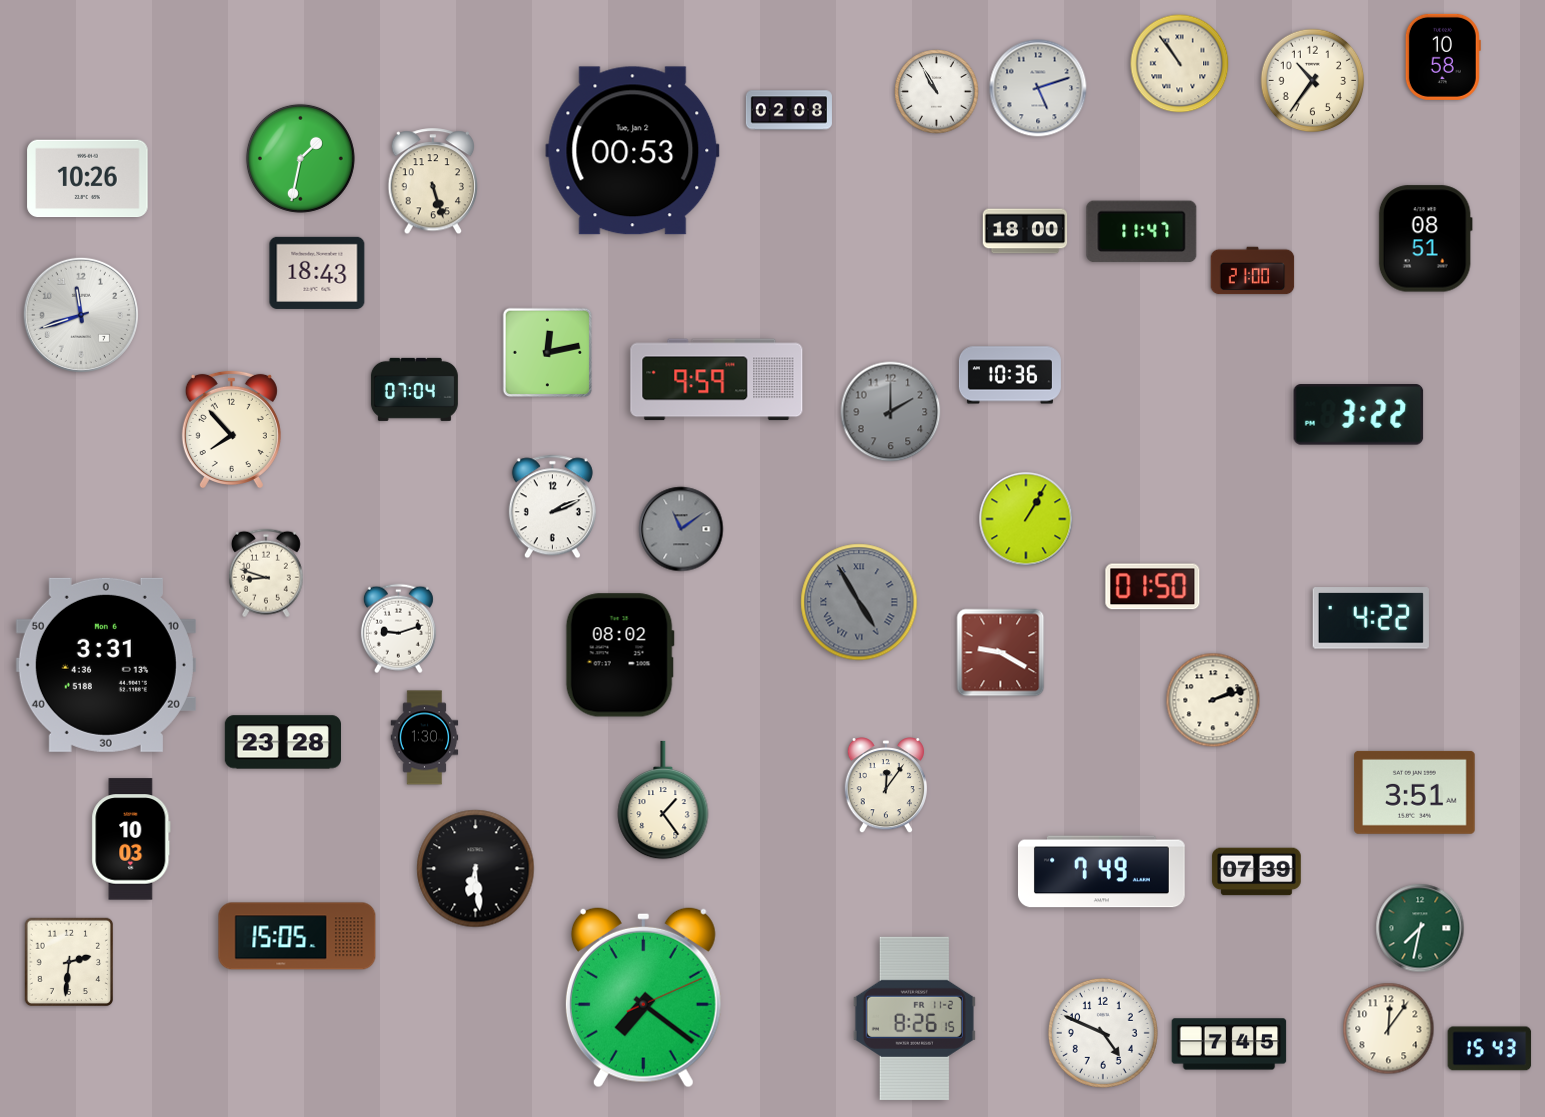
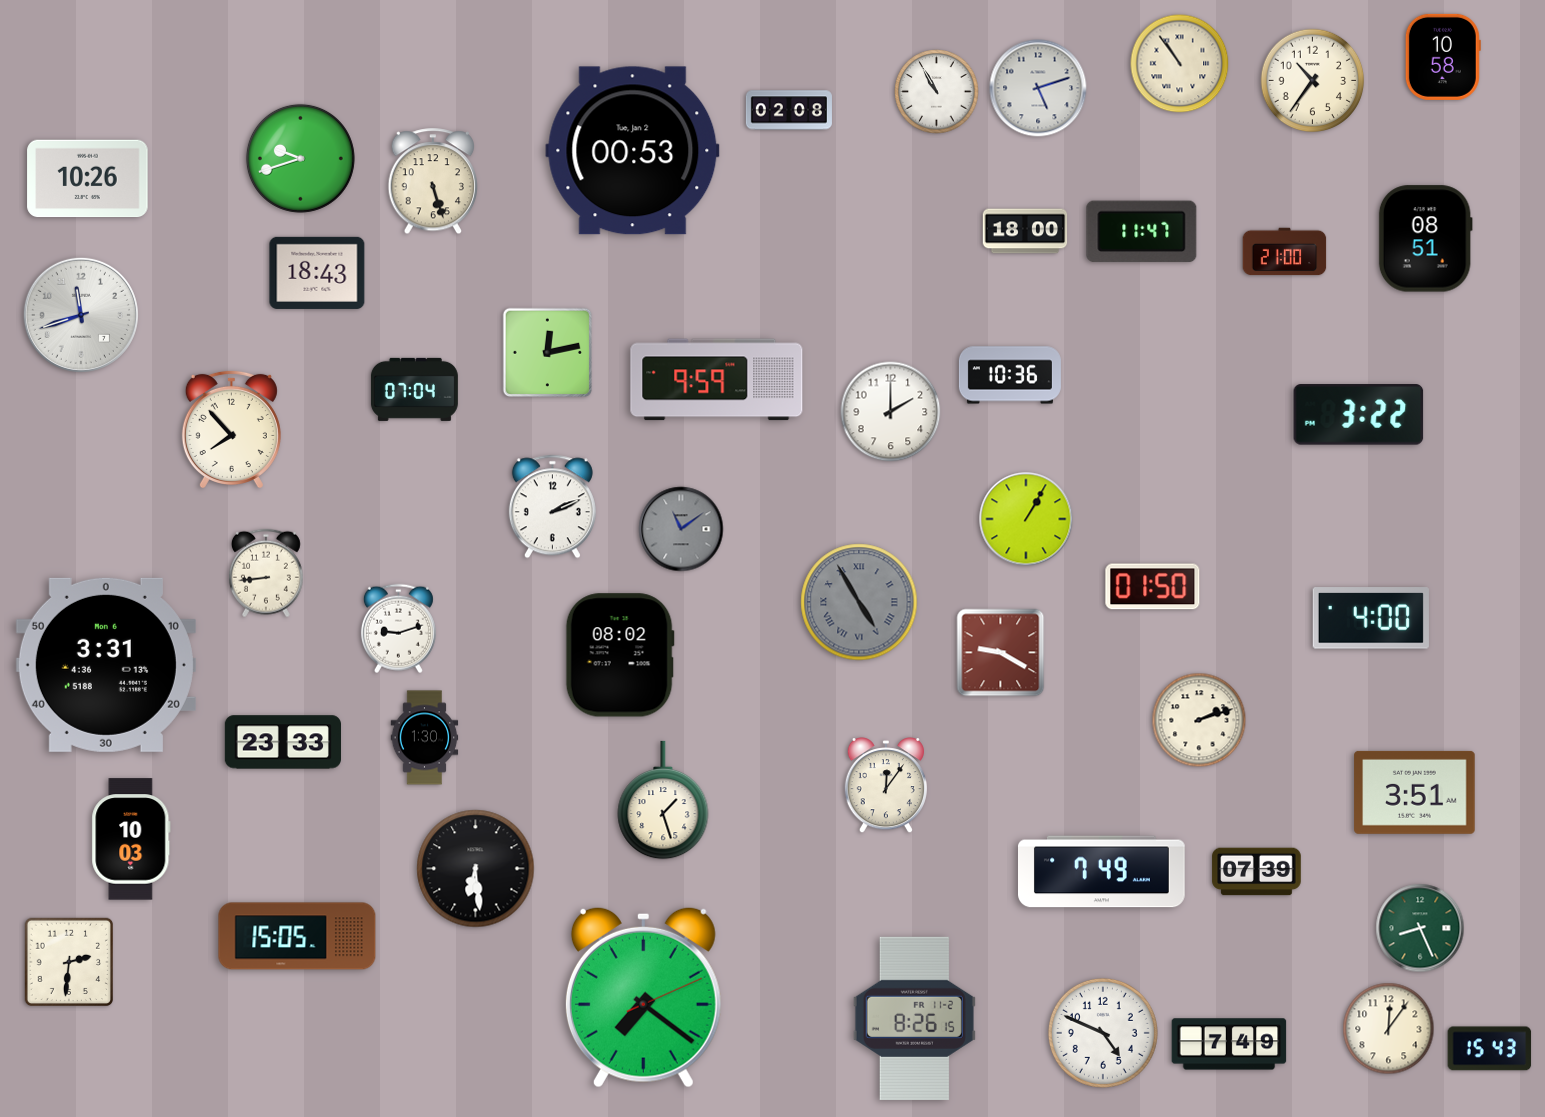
clock at (300, 158): 1:32 -> 9:42
clock at (1253, 271) position: (1253, 271) -> (1285, 252)
clock at (891, 412) dial: grey -> white
clock at (266, 573): 8:48 -> 8:44
clock at (1371, 618): 4:22 -> 4:00
clock at (1213, 700) position: (1213, 700) -> (1199, 720)
clock at (282, 742): 23:28 -> 23:33
clock at (663, 800): 1:24 -> 1:27
clock at (1420, 928): 7:32 -> 8:26
clock at (1229, 1044): 7:45 -> 7:49
